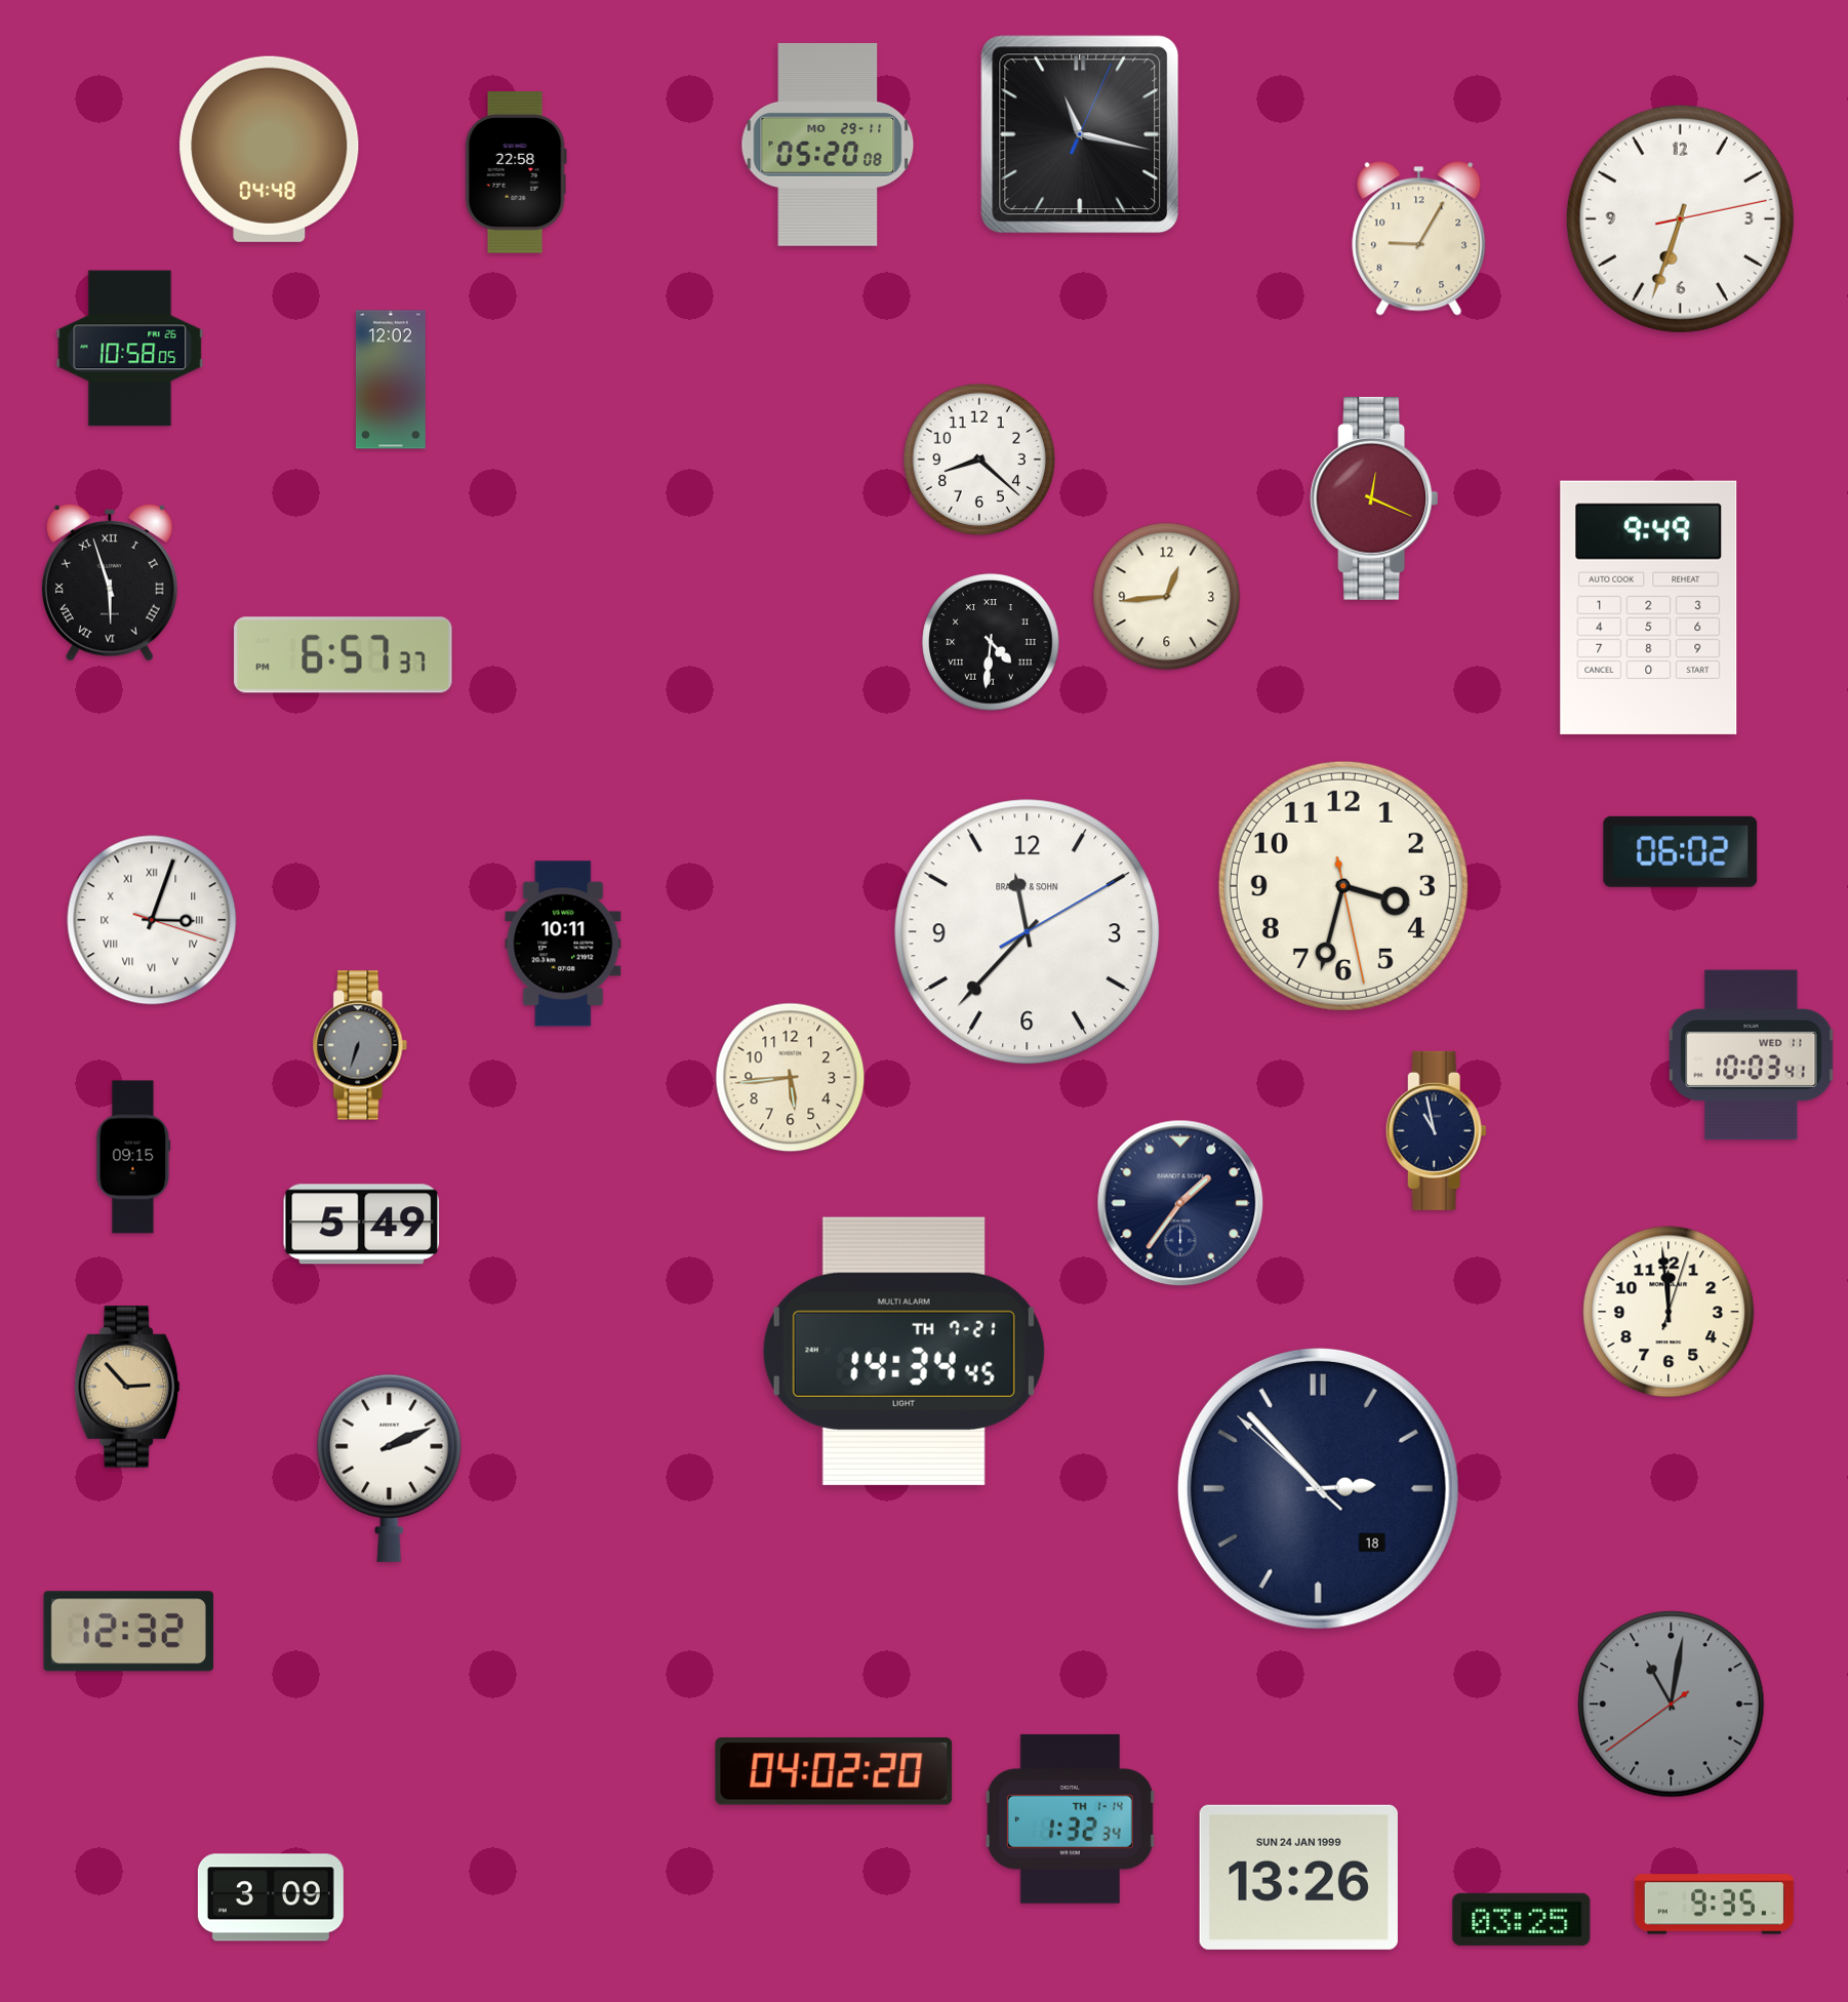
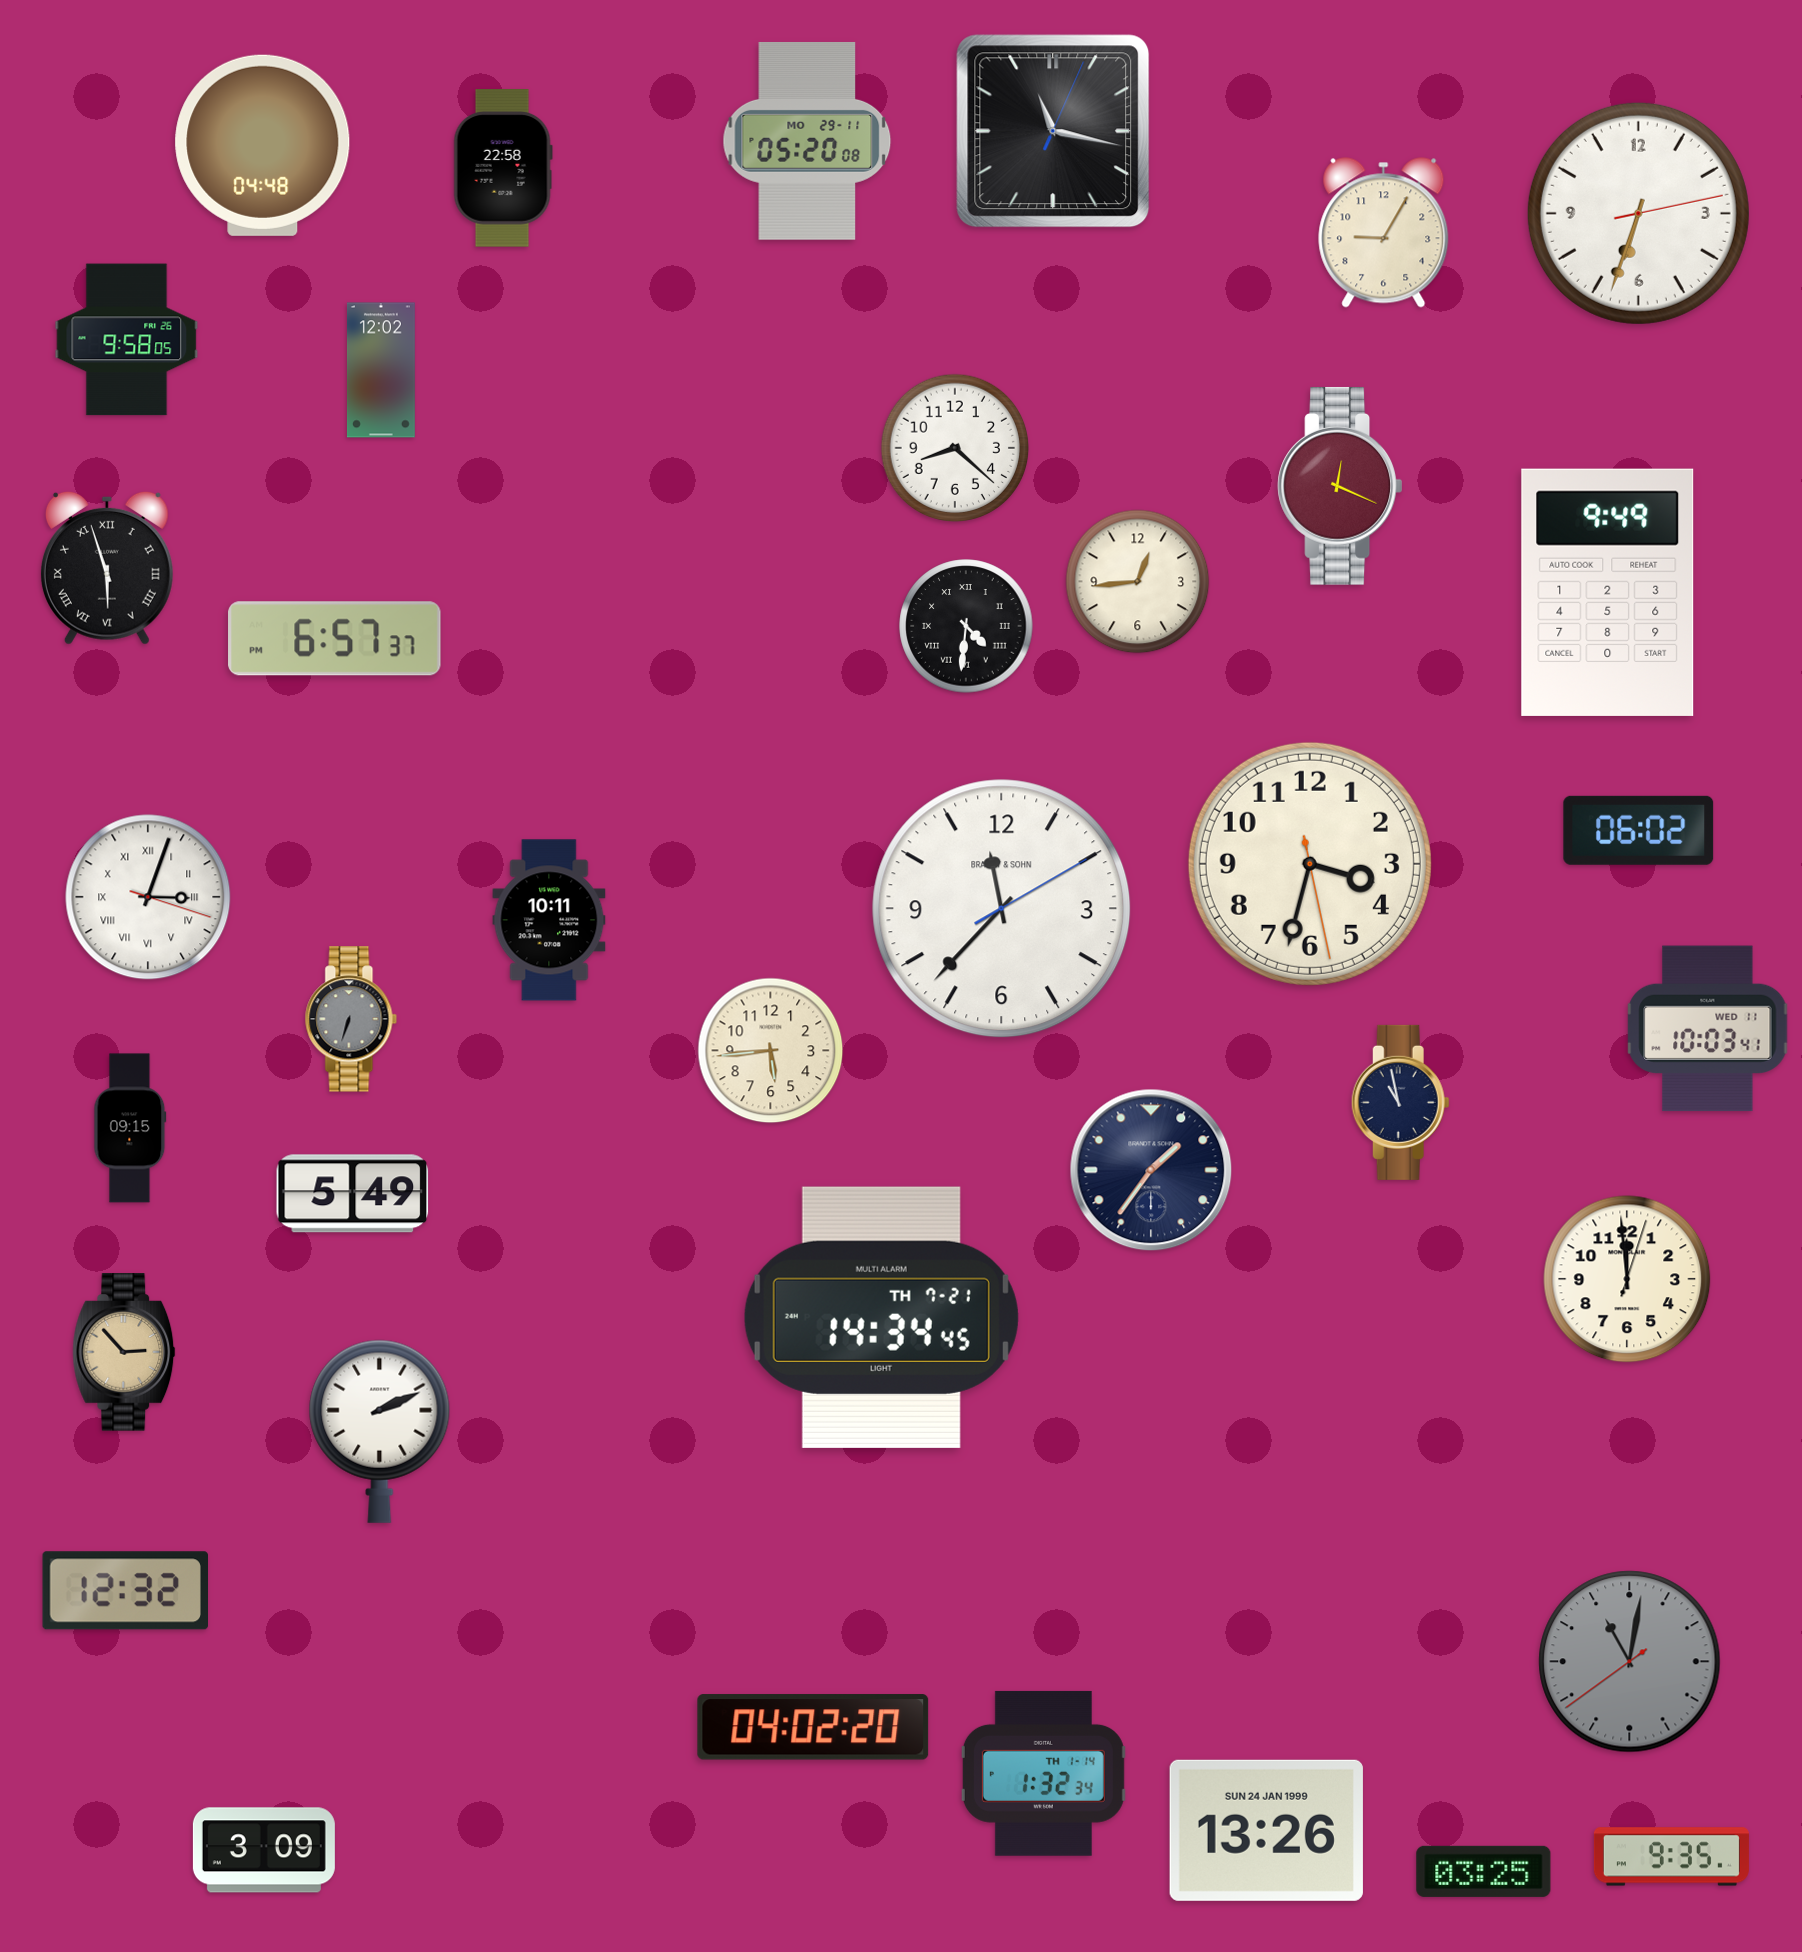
clock at (130, 349): 10:58 -> 9:58
clock at (1180, 1203) position: (1180, 1203) -> (1151, 1170)
clock at (1318, 1488): 2:52 -> none
